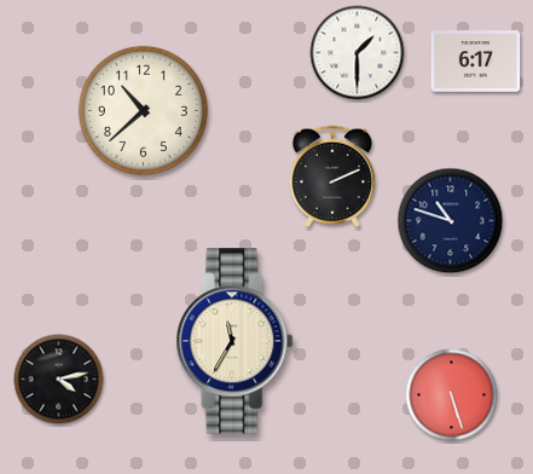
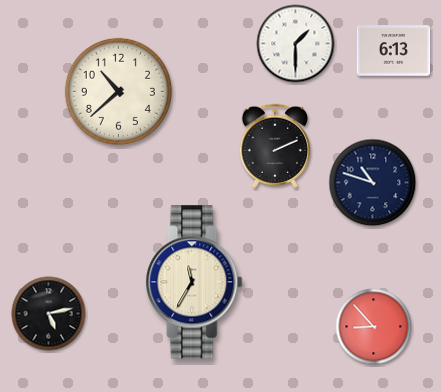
clock at (476, 62): 6:17 -> 6:13
clock at (59, 380): 4:13 -> 5:13
clock at (452, 395): 5:27 -> 8:53
